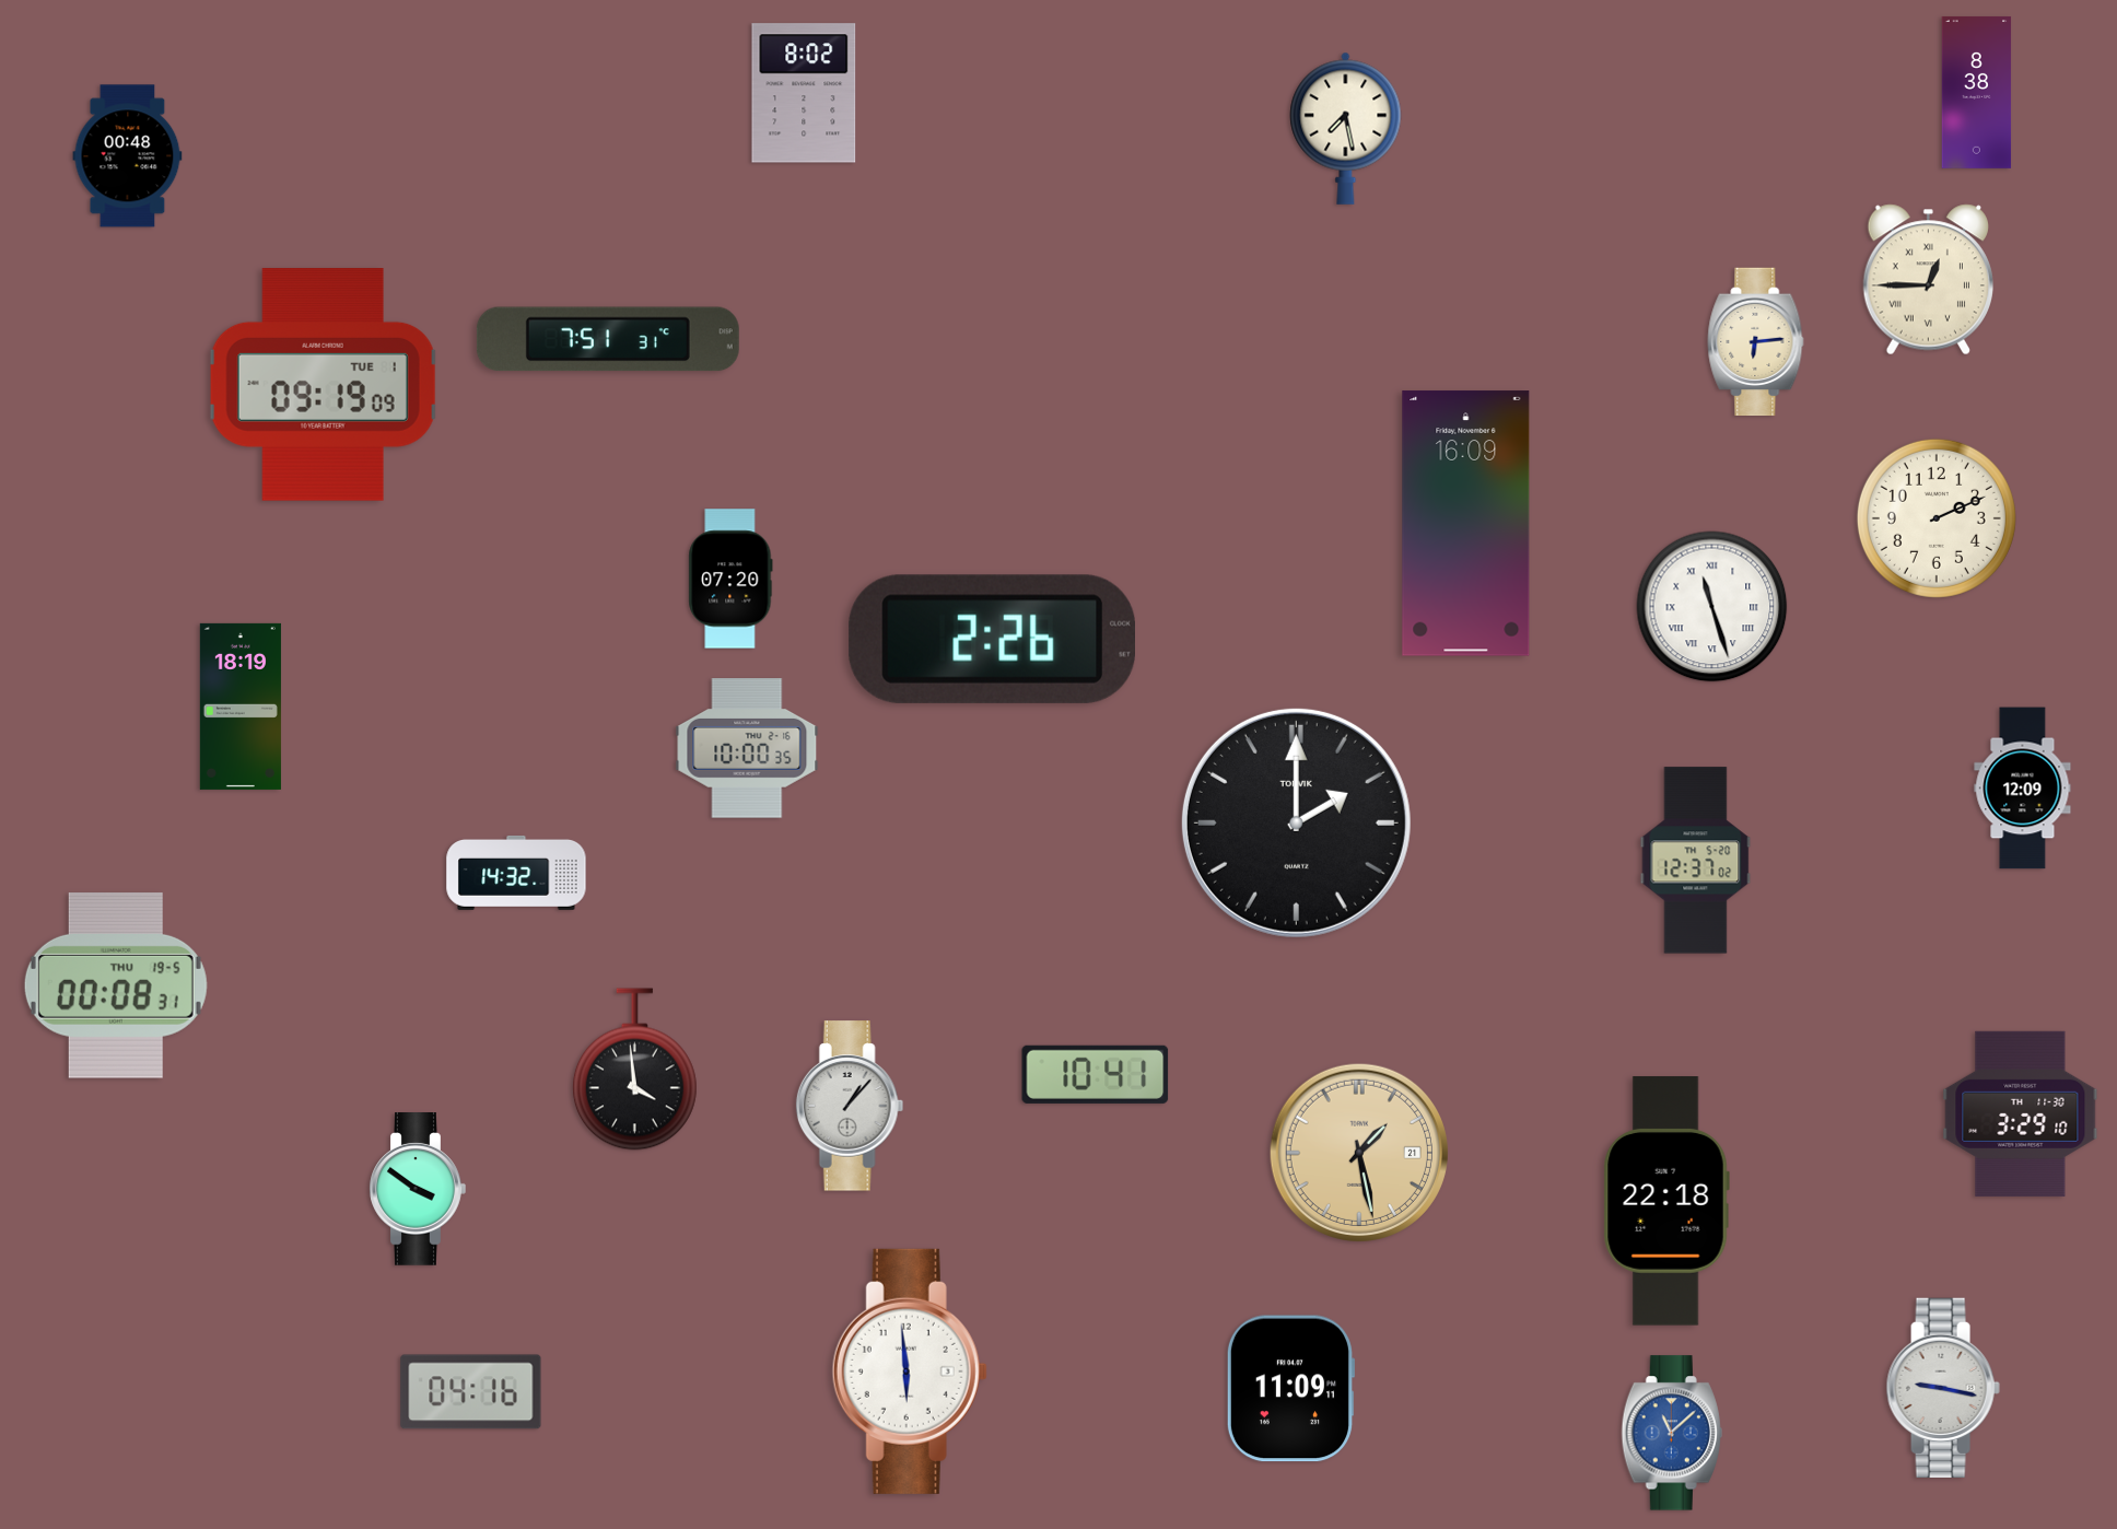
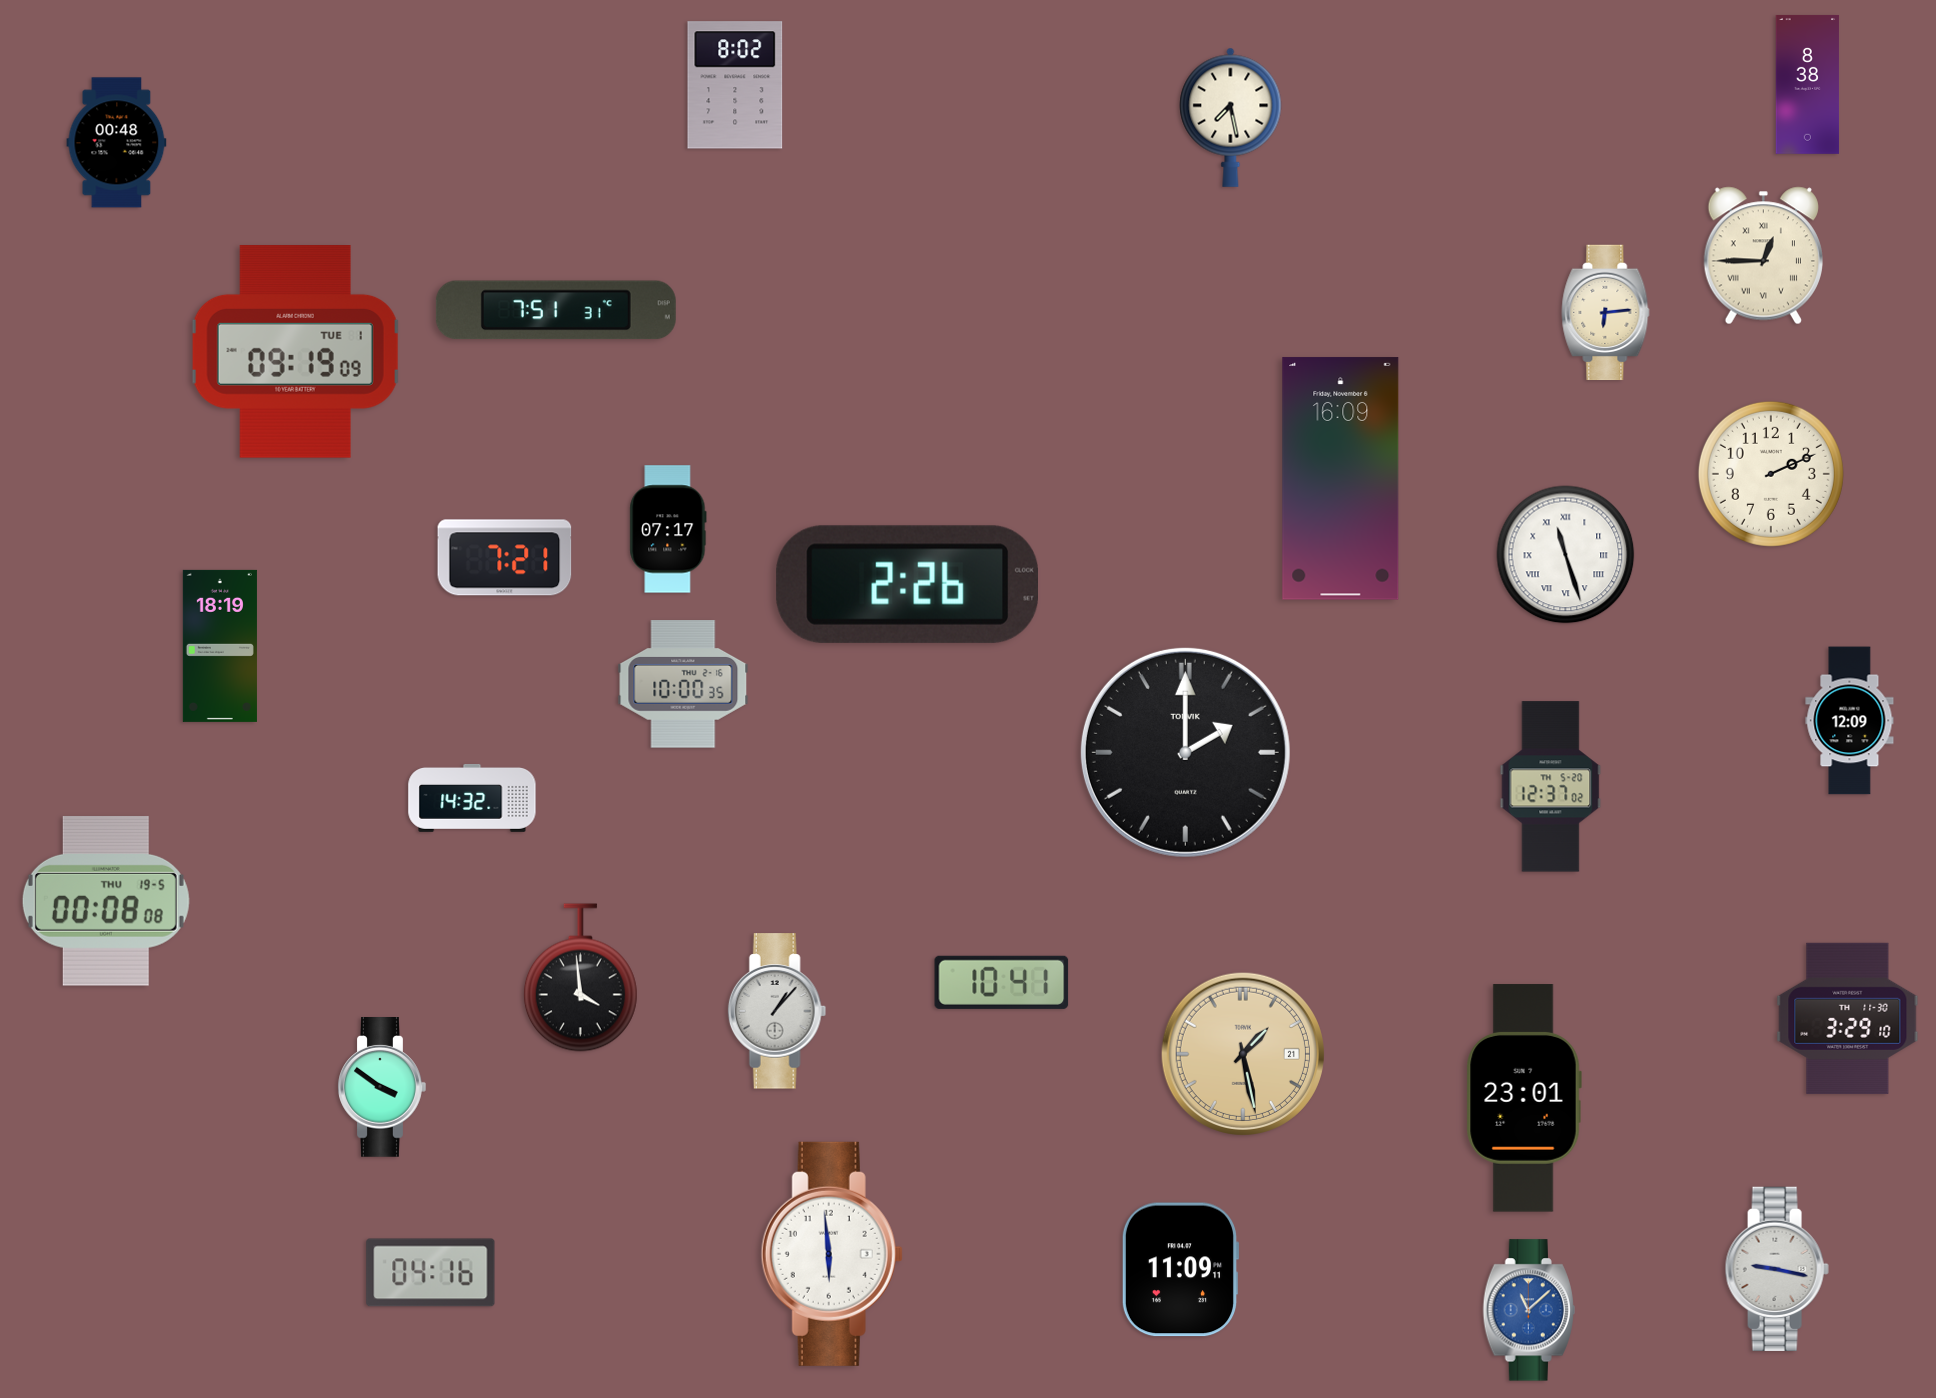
clock at (730, 579): 07:20 -> 07:17
clock at (505, 558): none -> 7:21
clock at (116, 985): 00:08:31 -> 00:08:08
clock at (1666, 1201): 22:18 -> 23:01
